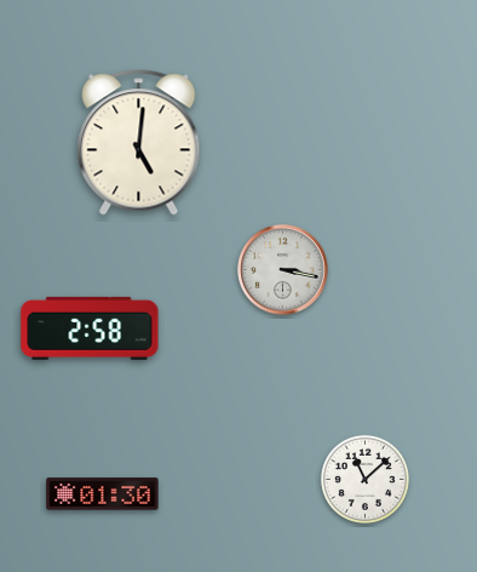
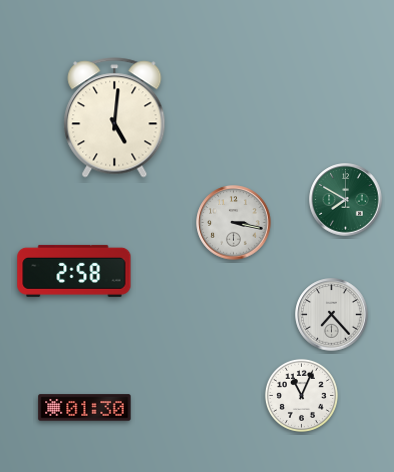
clock at (346, 200): none -> 7:50
clock at (332, 315): none -> 7:23
clock at (364, 479): 11:08 -> 11:04
